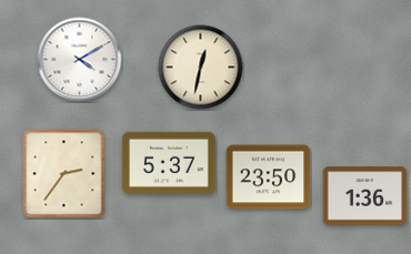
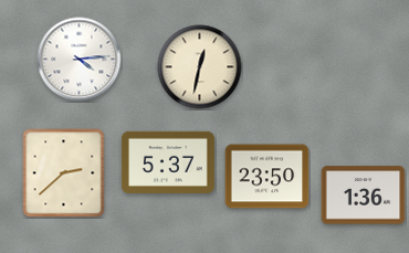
clock at (80, 60): 4:10 -> 4:14
clock at (64, 174): 2:36 -> 2:38
